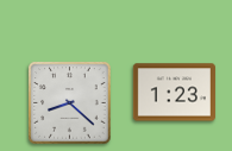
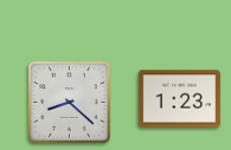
clock at (174, 93) position: (174, 93) -> (179, 99)
